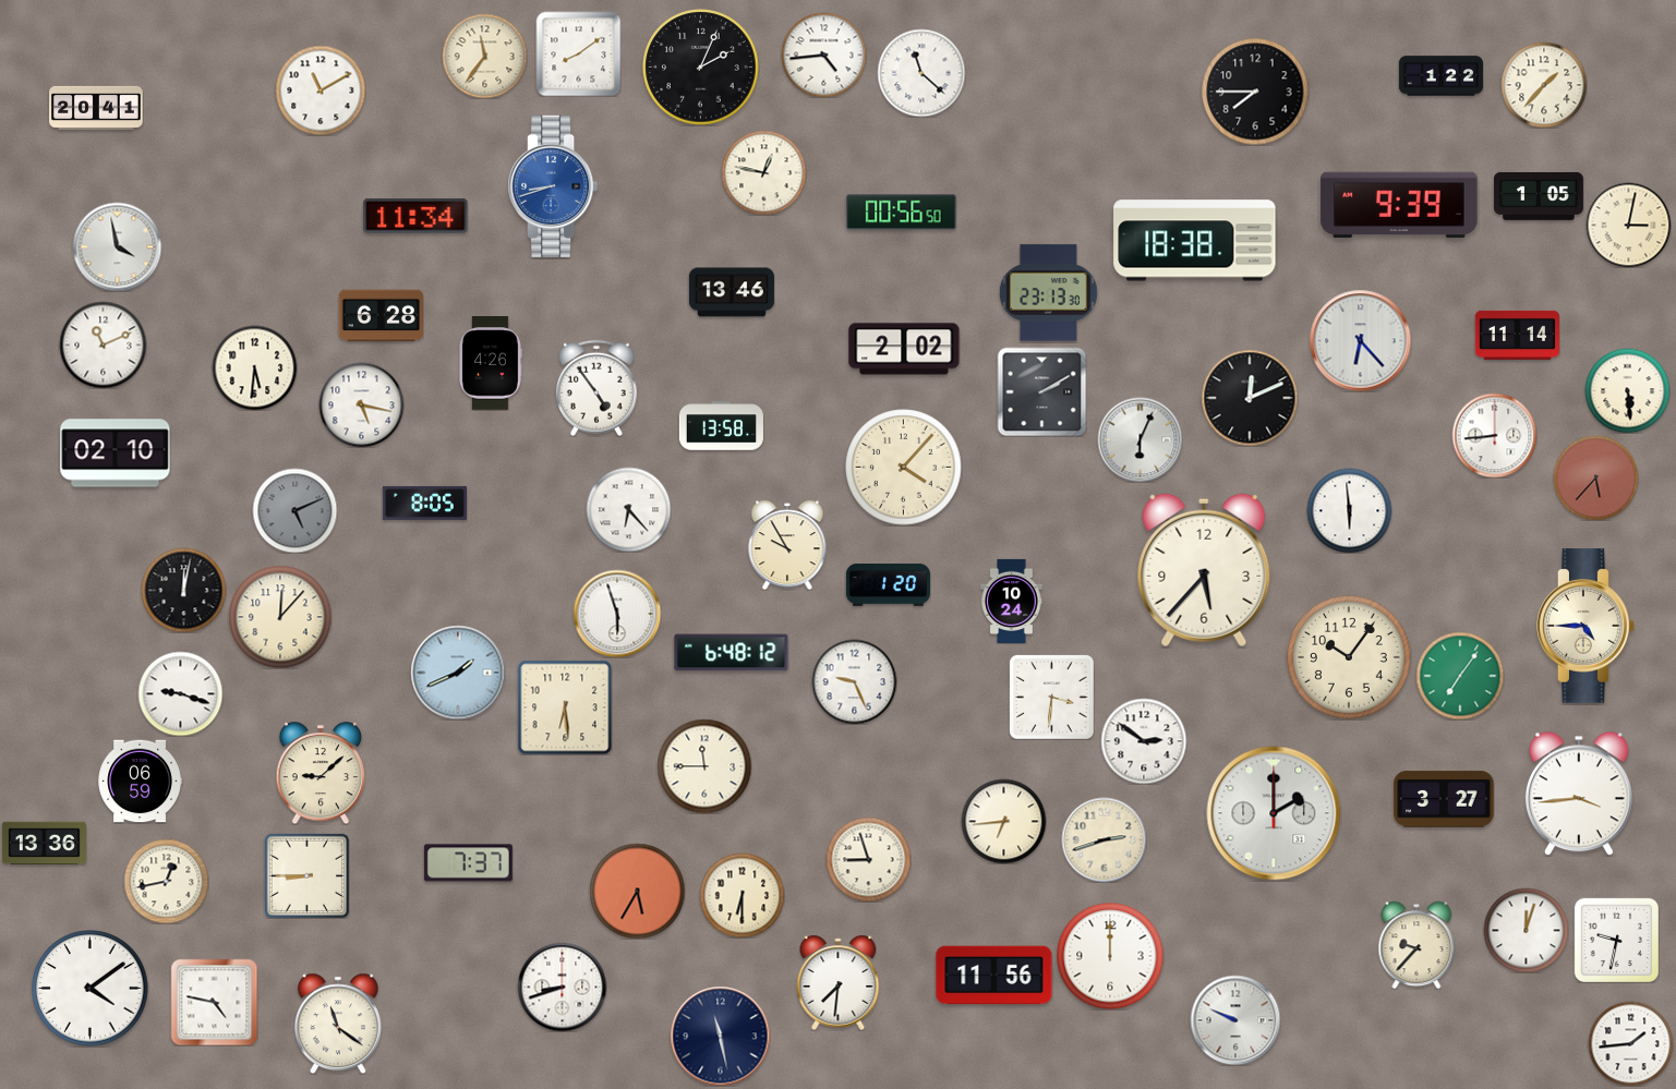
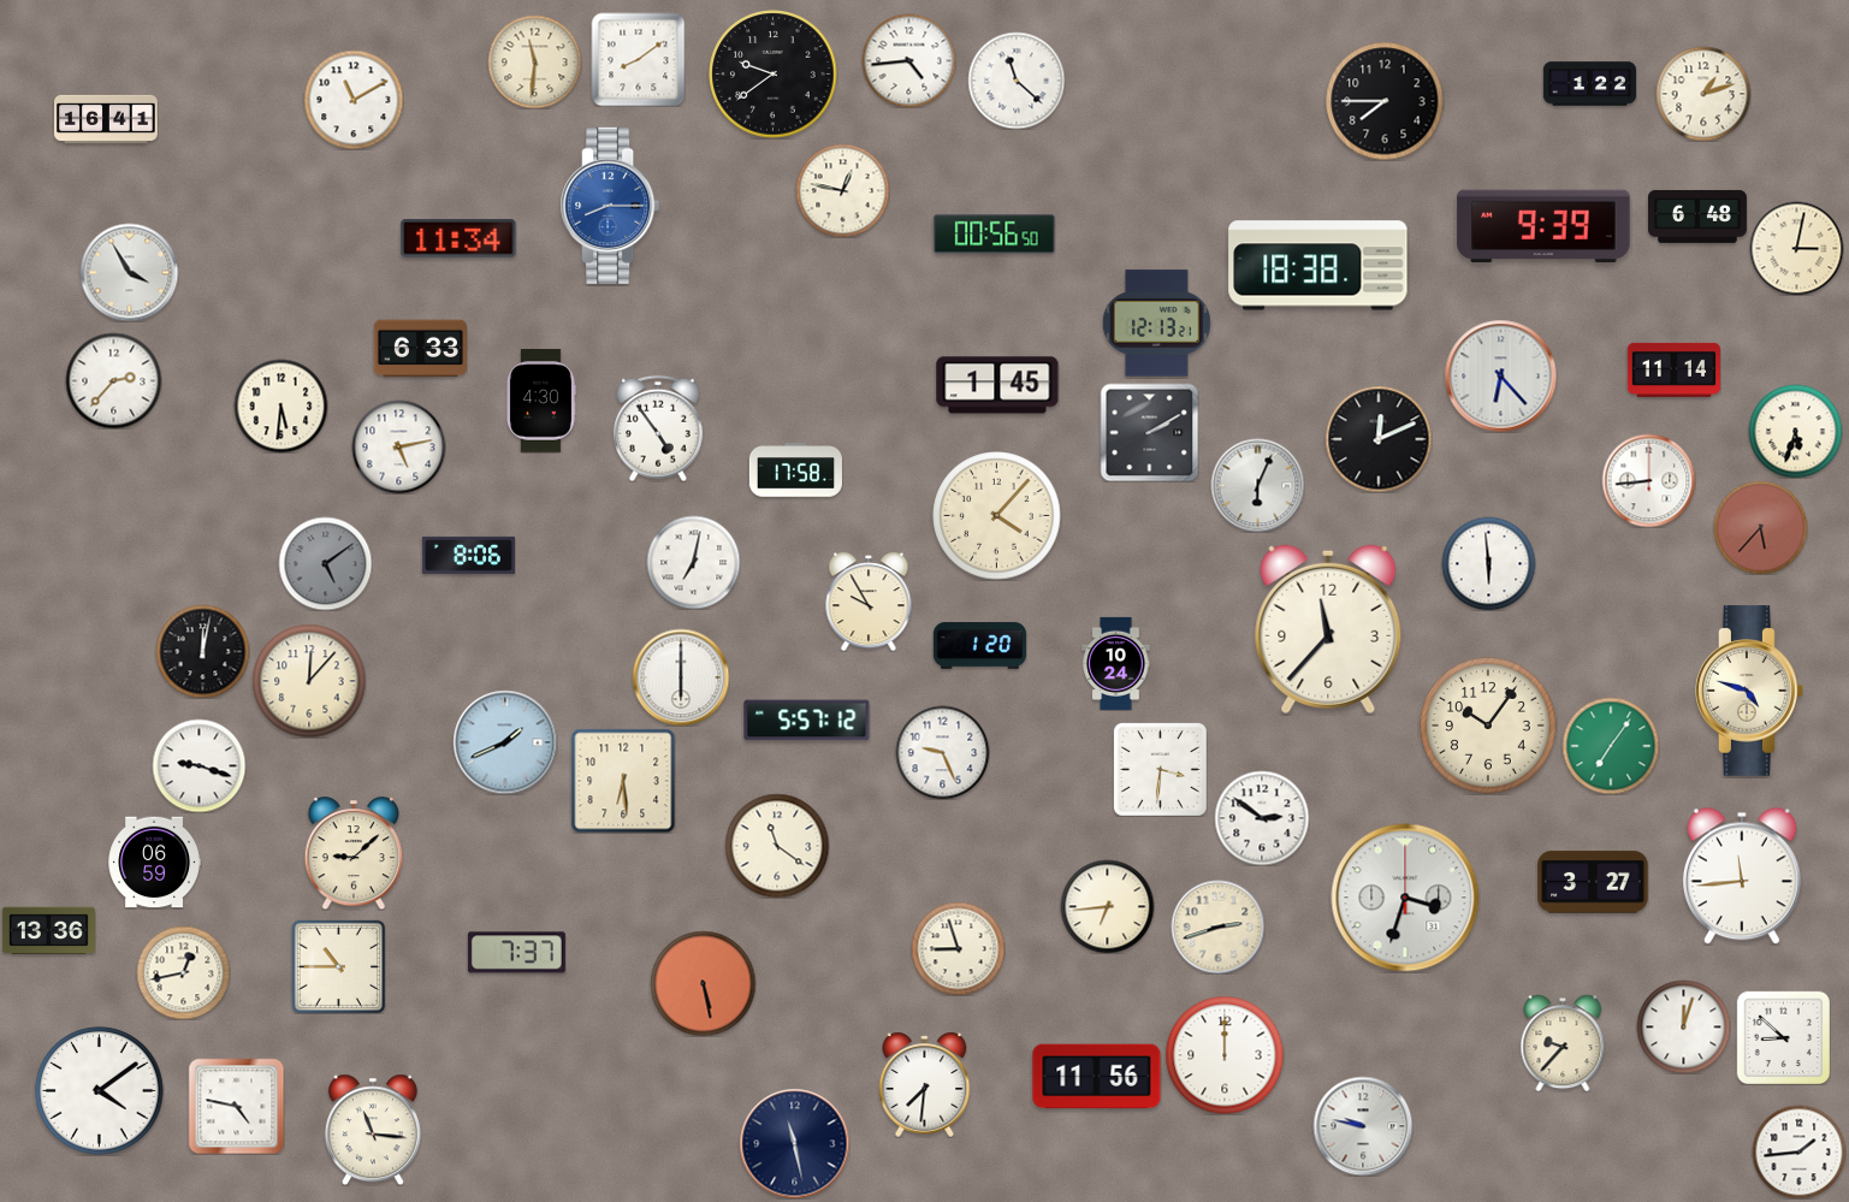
clock at (484, 56): 11:36 -> 11:31
clock at (701, 68): 2:04 -> 9:39
clock at (1544, 85): 1:37 -> 1:12
clock at (96, 108): 20:41 -> 16:41
clock at (553, 186): 8:42 -> 8:15
clock at (1539, 196): 1:05 -> 6:48
clock at (117, 246): 3:58 -> 3:55
clock at (732, 292): 13:46 -> none
clock at (1048, 293): 23:13 -> 12:13
clock at (381, 316): 6:28 -> 6:33
clock at (103, 344): 11:11 -> 2:37
clock at (904, 349): 2:02 -> 1:45
clock at (491, 363): 4:26 -> 4:30
clock at (1627, 390): 5:29 -> 5:33
clock at (361, 404): 5:17 -> 5:13
clock at (721, 426): 13:58 -> 17:58
clock at (116, 453): 02:10 -> none
clock at (424, 503): 8:05 -> 8:06
clock at (628, 509): 6:23 -> 7:02
clock at (294, 510): 5:11 -> 5:09
clock at (1204, 570): 5:37 -> 11:37
clock at (617, 614): 5:57 -> 6:00
clock at (1585, 626): 4:45 -> 4:48
clock at (732, 653): 6:48 -> 5:57
clock at (704, 766): 11:45 -> 11:21
clock at (1579, 794): 3:44 -> 11:44
clock at (1274, 813): 2:00 -> 3:33
clock at (306, 875): 8:45 -> 10:45
clock at (637, 891): 5:35 -> 5:28
clock at (741, 895): 6:30 -> none
clock at (1616, 940): 9:32 -> 8:52
clock at (562, 987): 8:42 -> none
clock at (1235, 1020): 9:49 -> 9:47
clock at (338, 1024): 11:21 -> 11:16
